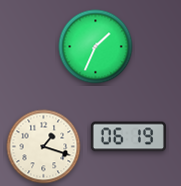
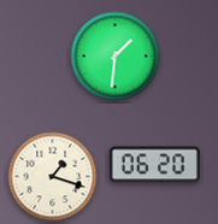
clock at (96, 47): 1:34 -> 1:31
clock at (128, 137): 06:19 -> 06:20
